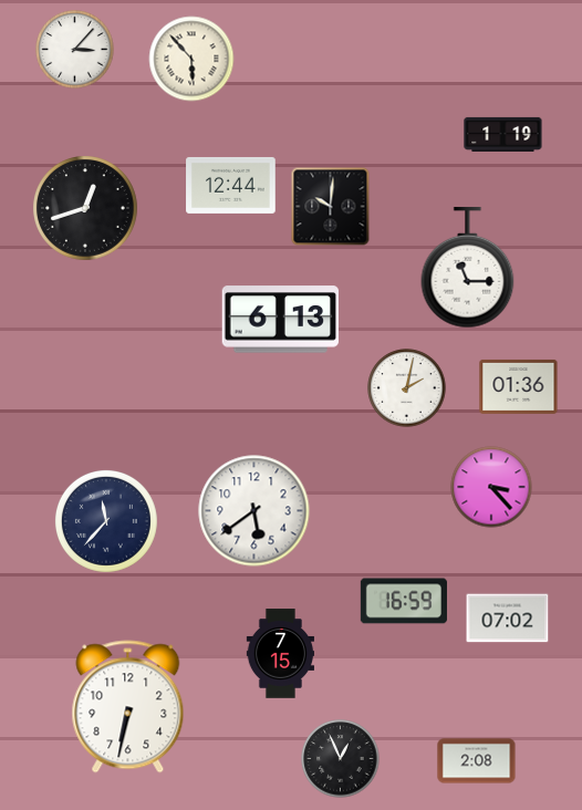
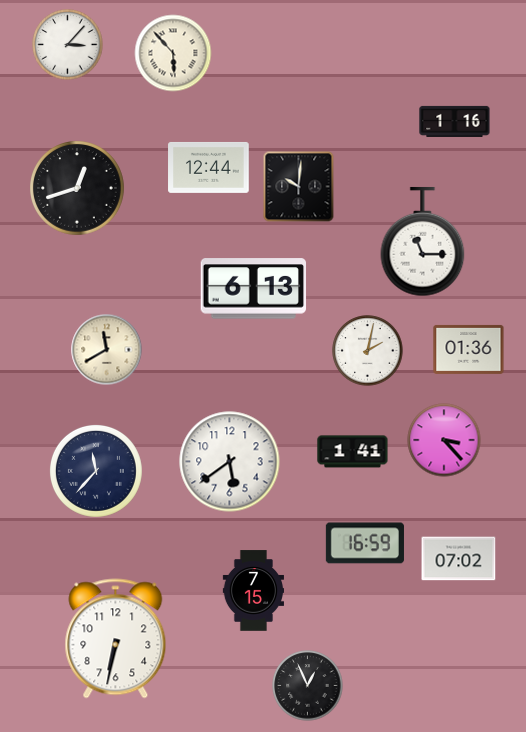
clock at (503, 134): 1:19 -> 1:16
clock at (107, 350): none -> 11:40
clock at (353, 452): none -> 1:41
clock at (477, 761): 2:08 -> none
